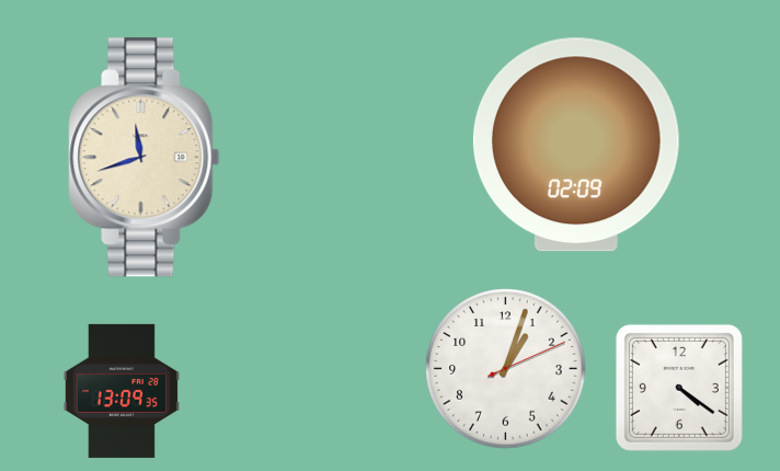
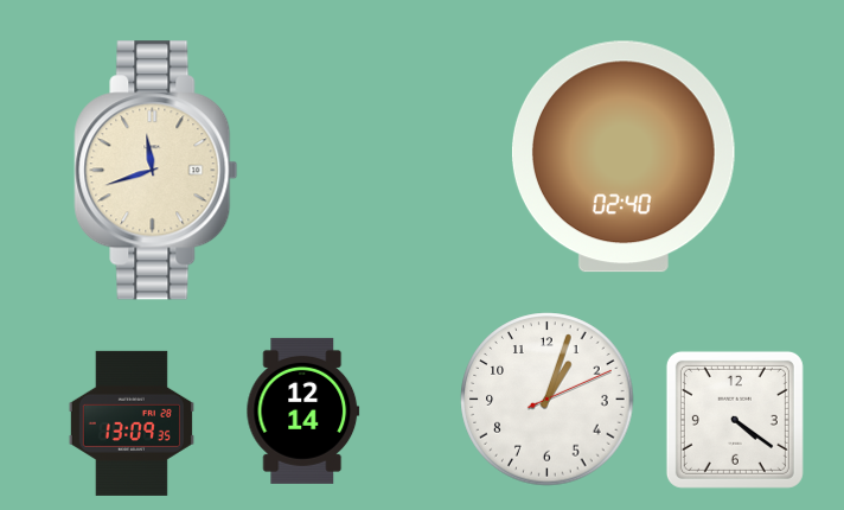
clock at (576, 145): 02:09 -> 02:40
clock at (303, 410): none -> 12:14
